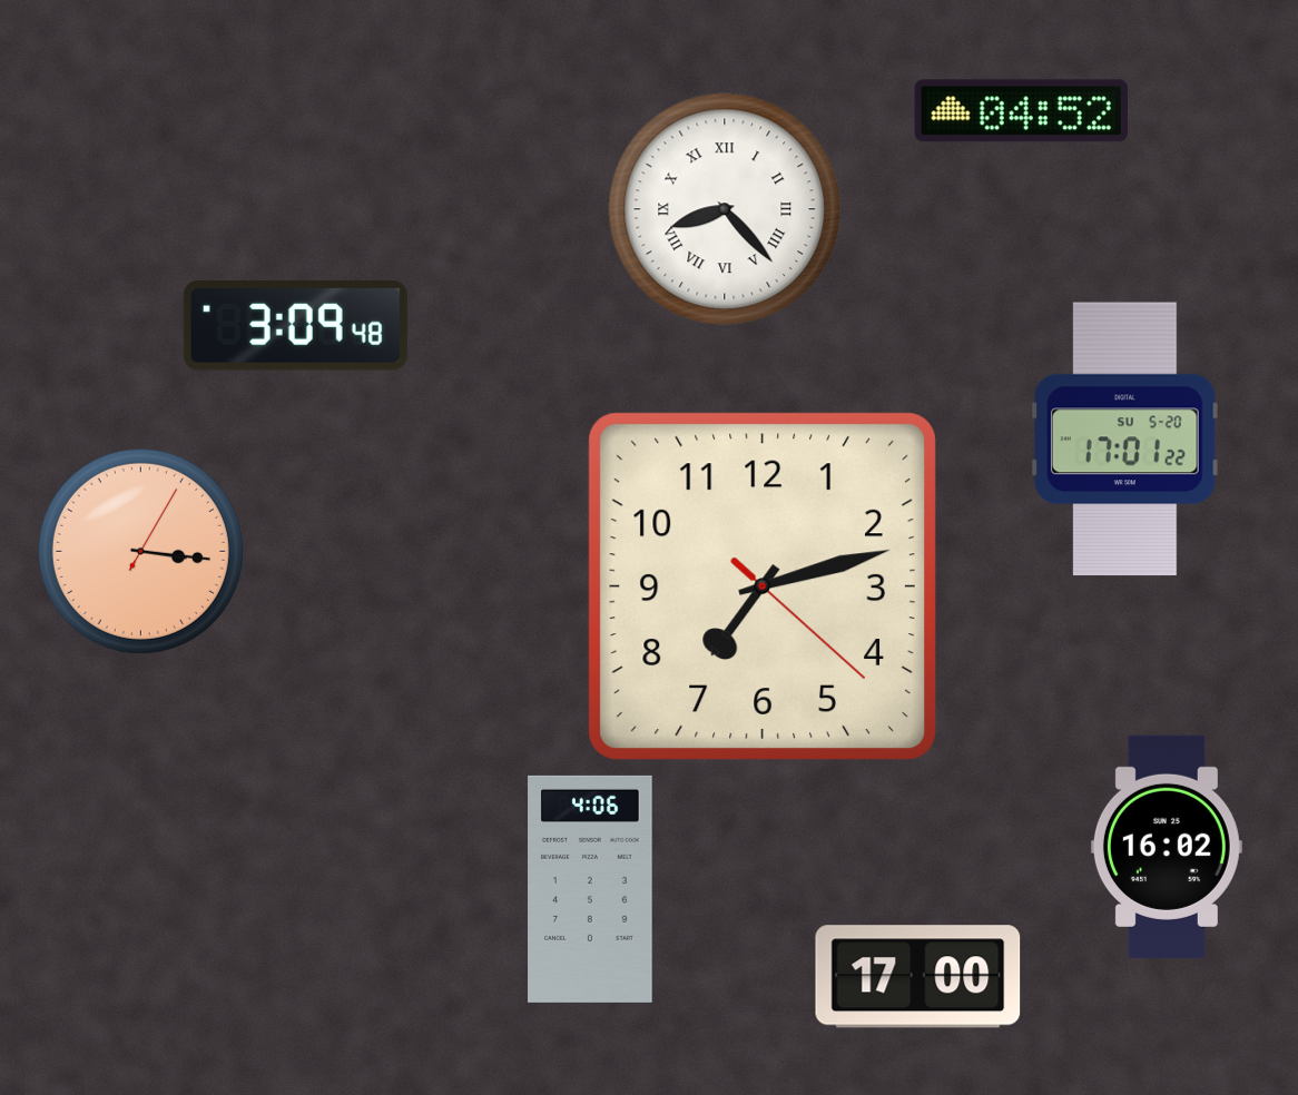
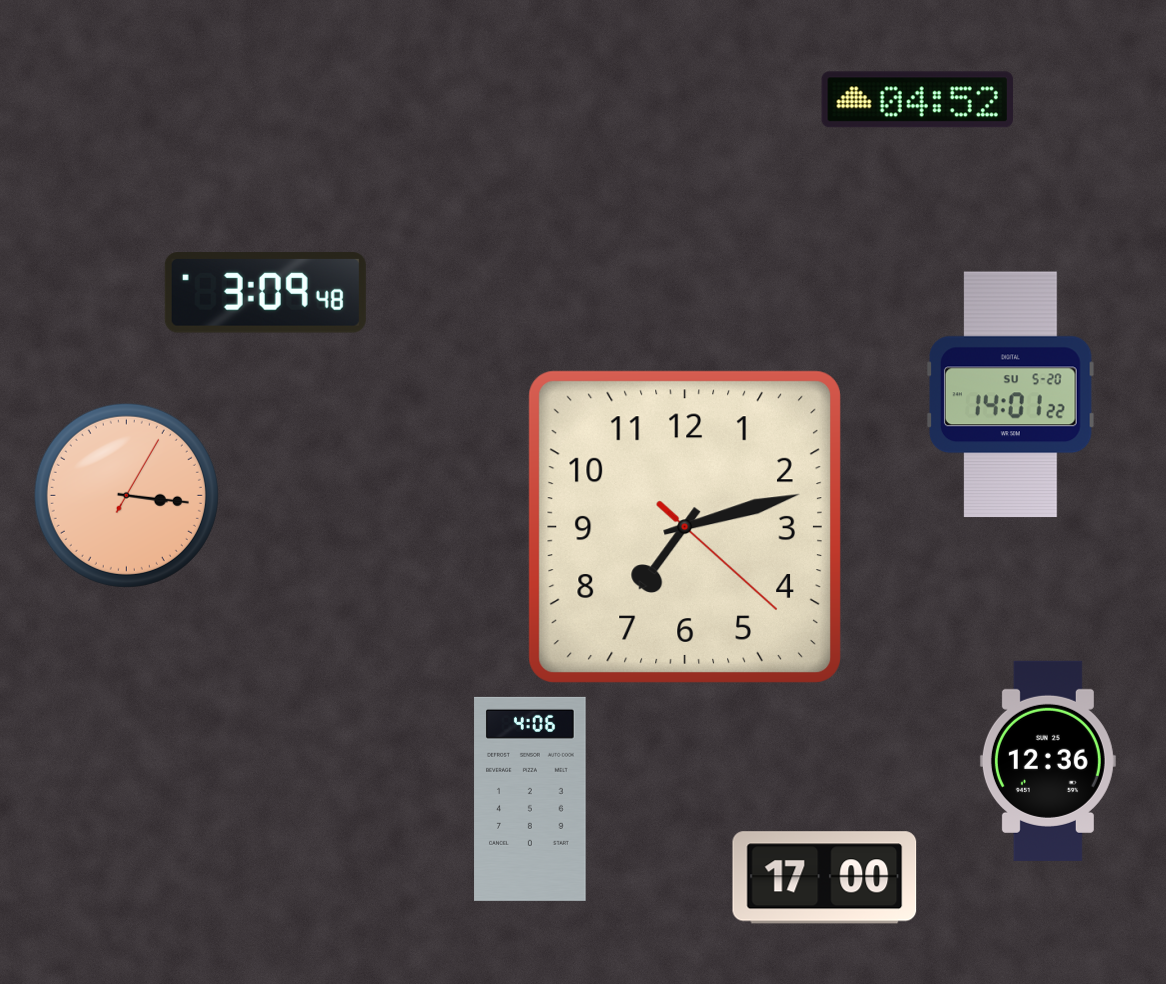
clock at (725, 209): 8:23 -> none
clock at (1124, 440): 17:01 -> 14:01
clock at (1167, 847): 16:02 -> 12:36
